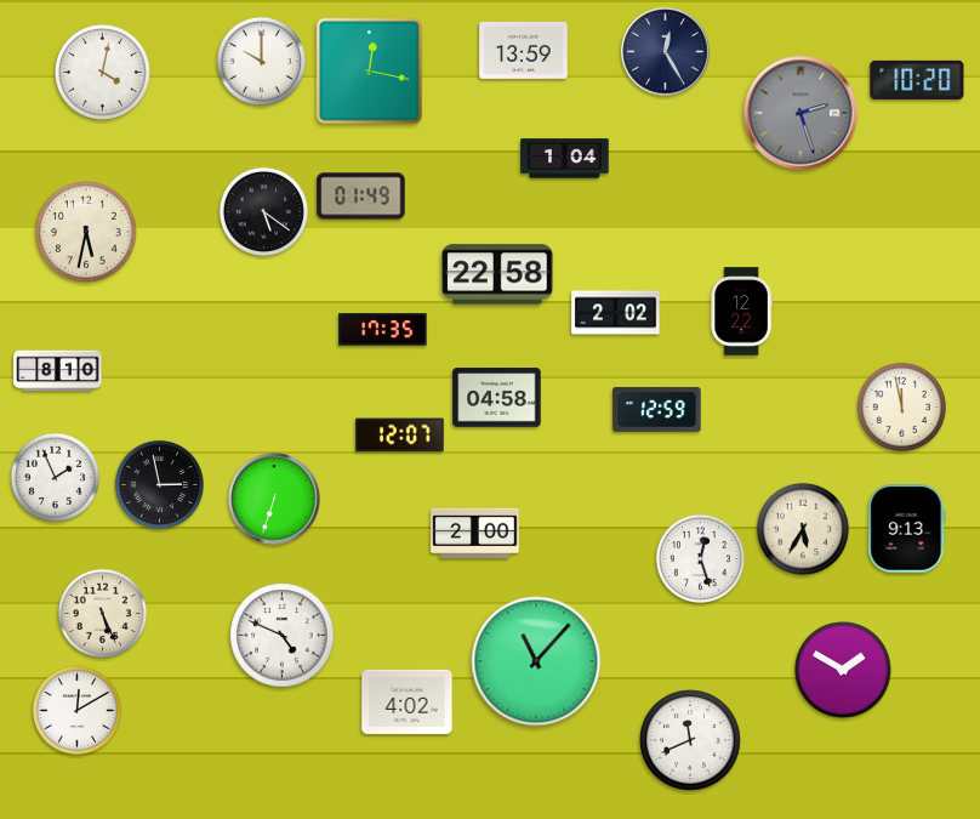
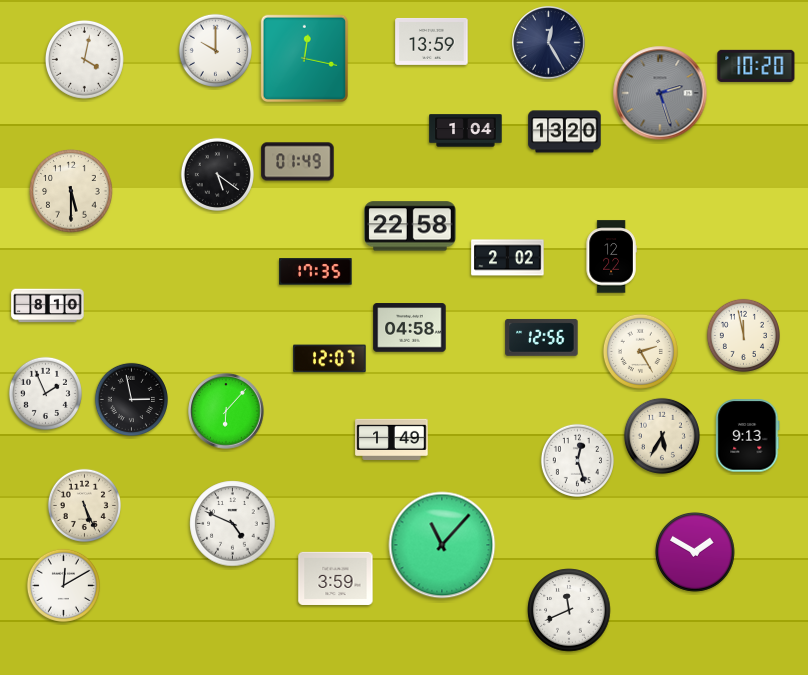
clock at (565, 132): none -> 13:20
clock at (86, 232): 5:32 -> 5:30
clock at (657, 409): 12:59 -> 12:56
clock at (640, 351): none -> 2:25
clock at (274, 499): 6:33 -> 6:07
clock at (475, 533): 2:00 -> 1:49
clock at (408, 701): 4:02 -> 3:59
